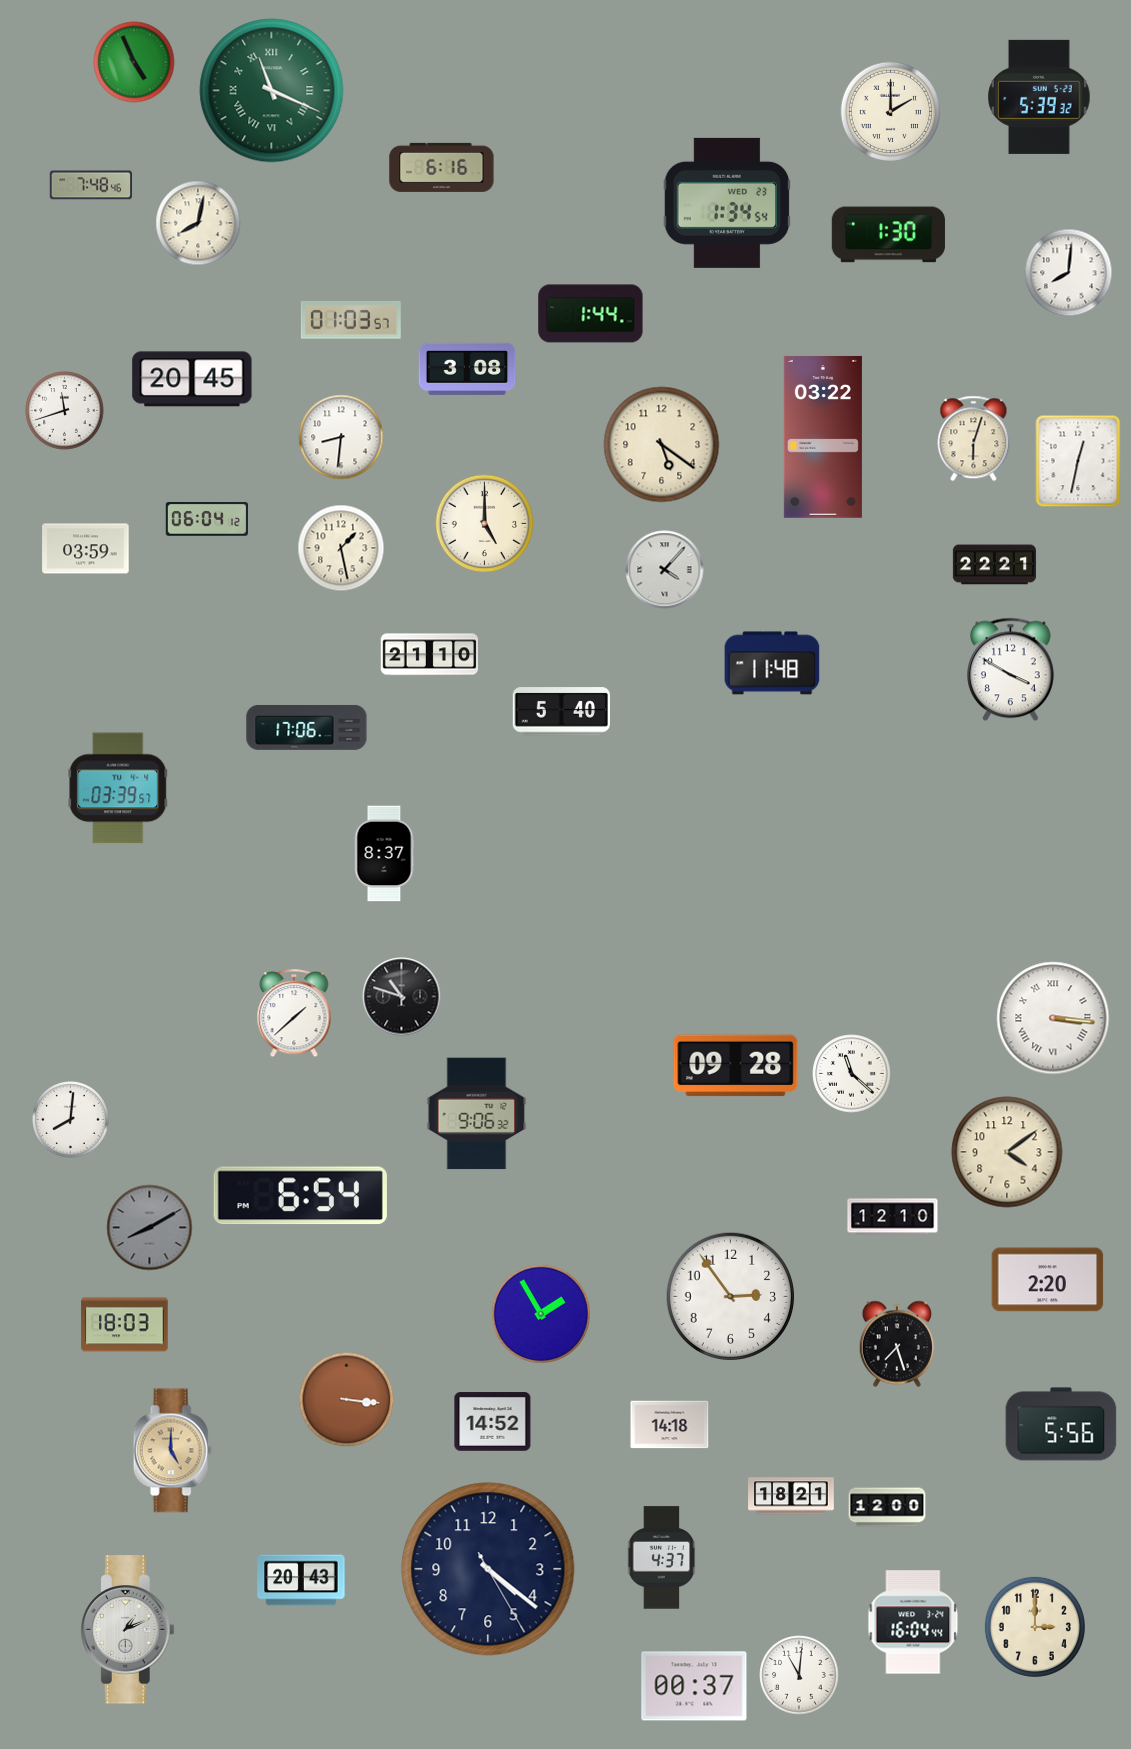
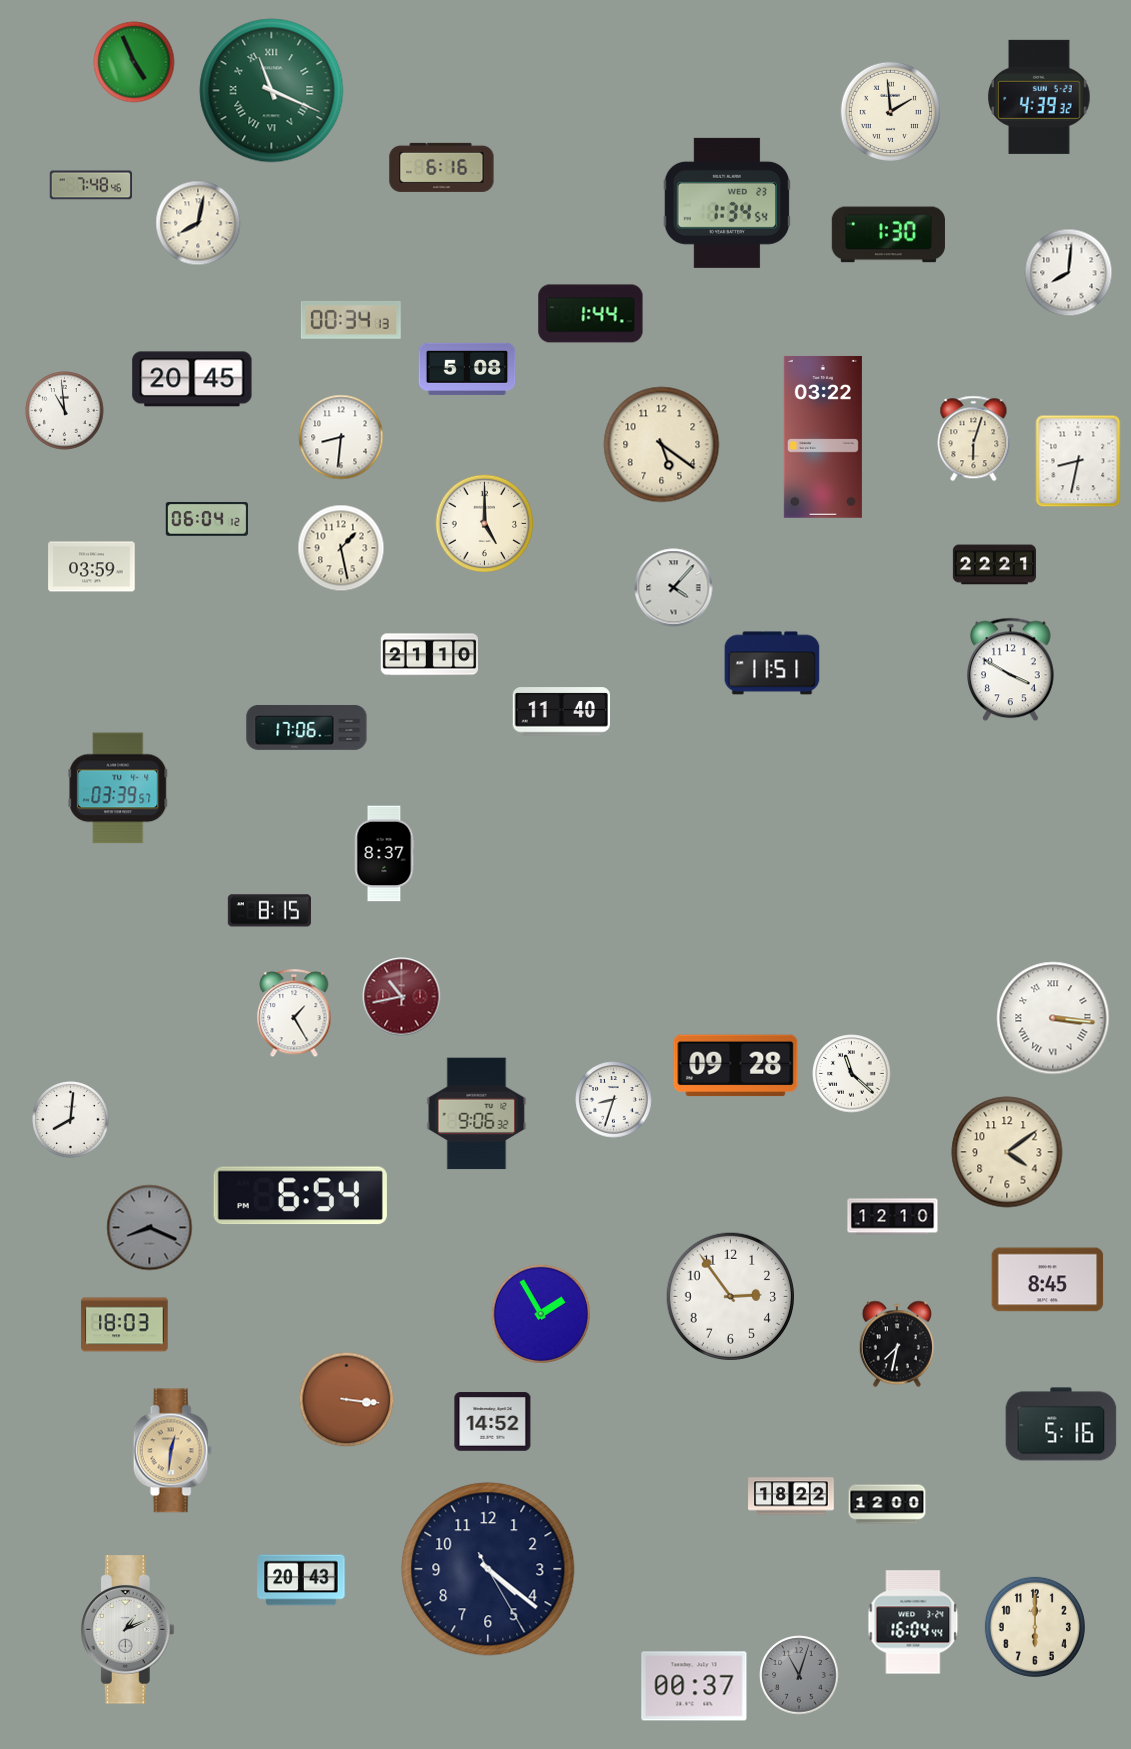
clock at (1039, 97): 5:39 -> 4:39
clock at (890, 111): 2:00 -> 1:59
clock at (351, 320): 01:03 -> 00:34
clock at (467, 369): 3:08 -> 5:08
clock at (65, 411): 11:42 -> 10:59
clock at (1078, 461): 12:32 -> 8:32
clock at (86, 549) position: (86, 549) -> (92, 567)
clock at (665, 570) position: (665, 570) -> (674, 588)
clock at (772, 663): 11:48 -> 11:51
clock at (561, 712): 5:40 -> 11:40
clock at (269, 911): none -> 8:15
clock at (402, 997): 10:48 -> 10:43
clock at (402, 997) dial: black -> burgundy
clock at (294, 1014): 1:38 -> 1:25
clock at (614, 1100): none -> 8:33
clock at (150, 1228): 8:10 -> 8:19
clock at (1048, 1280): 2:20 -> 8:45
clock at (896, 1344): 7:27 -> 7:32
clock at (1061, 1424): 5:56 -> 5:16
clock at (670, 1425): 14:18 -> none
clock at (172, 1451): 5:00 -> 12:31
clock at (791, 1496): 18:21 -> 18:22
clock at (887, 1507) position: (887, 1507) -> (887, 1504)
clock at (662, 1558): 4:37 -> none
clock at (1035, 1627): 3:00 -> 6:00
clock at (799, 1675): 11:01 -> 11:03
clock at (799, 1675) dial: white -> grey
